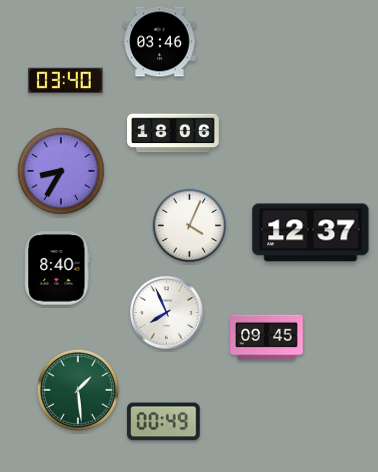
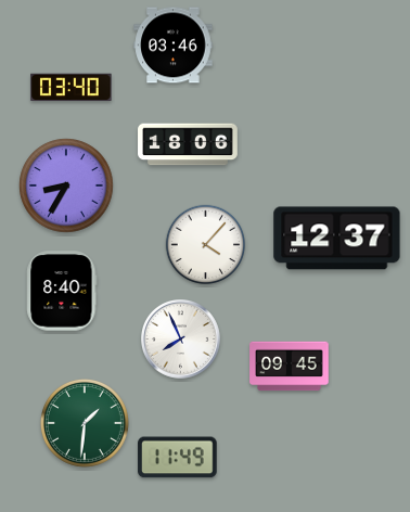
clock at (190, 226): 4:04 -> 4:07
clock at (311, 233) position: (311, 233) -> (337, 239)
clock at (78, 390): 1:29 -> 1:31
clock at (164, 422): 00:49 -> 11:49
